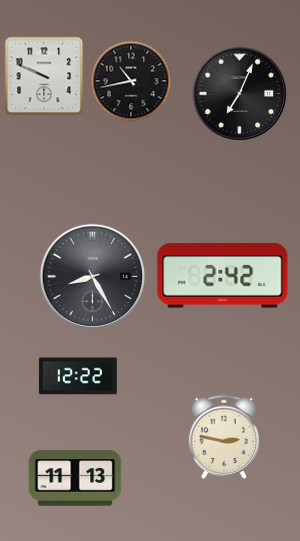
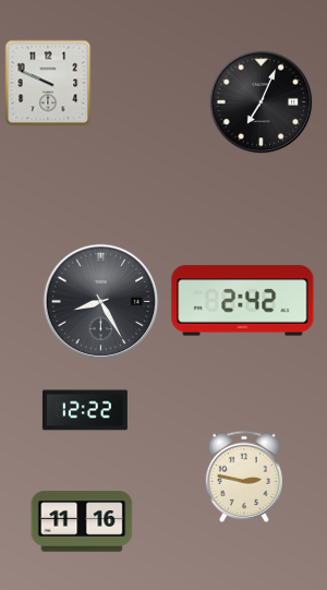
clock at (131, 81): 10:43 -> none
clock at (75, 478): 11:13 -> 11:16
